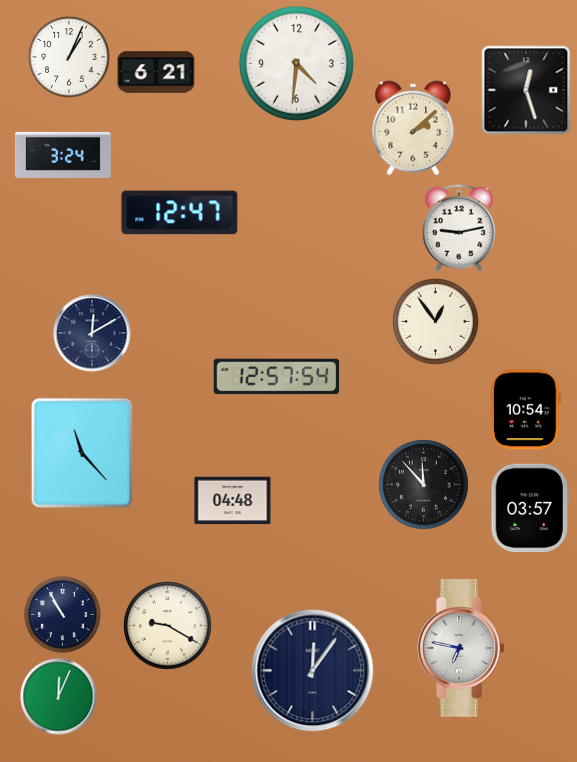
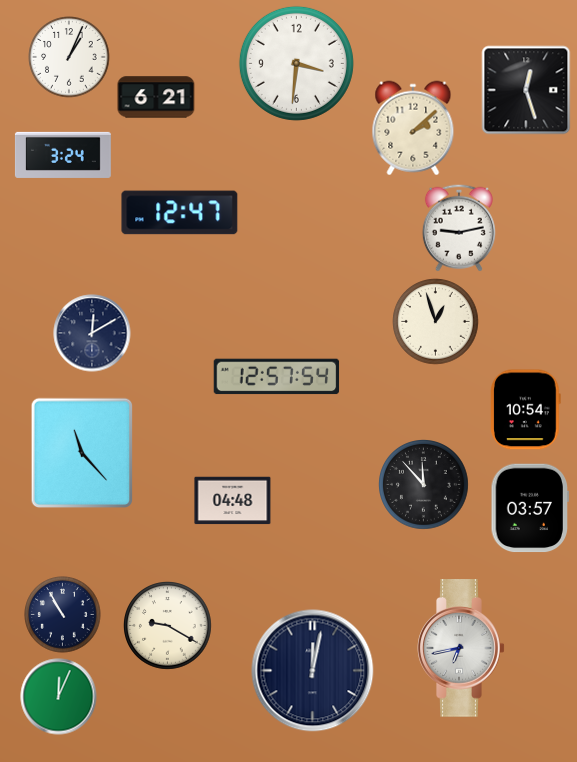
clock at (296, 63): 4:31 -> 3:31
clock at (156, 72) position: (156, 72) -> (156, 97)
clock at (436, 322): 12:54 -> 12:57
clock at (461, 648): 6:47 -> 6:43
clock at (313, 671): 12:06 -> 12:02
